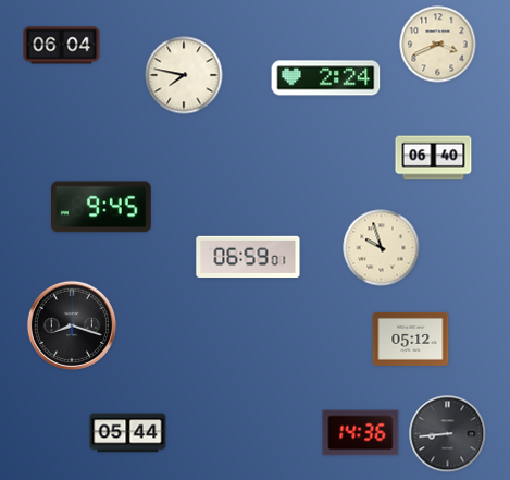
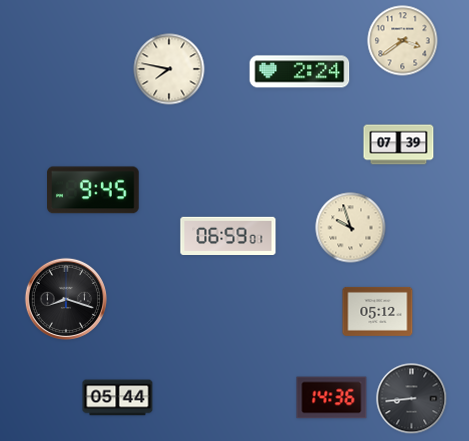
clock at (438, 45): 3:41 -> 3:39
clock at (62, 46): 06:04 -> none
clock at (434, 158): 06:40 -> 07:39
